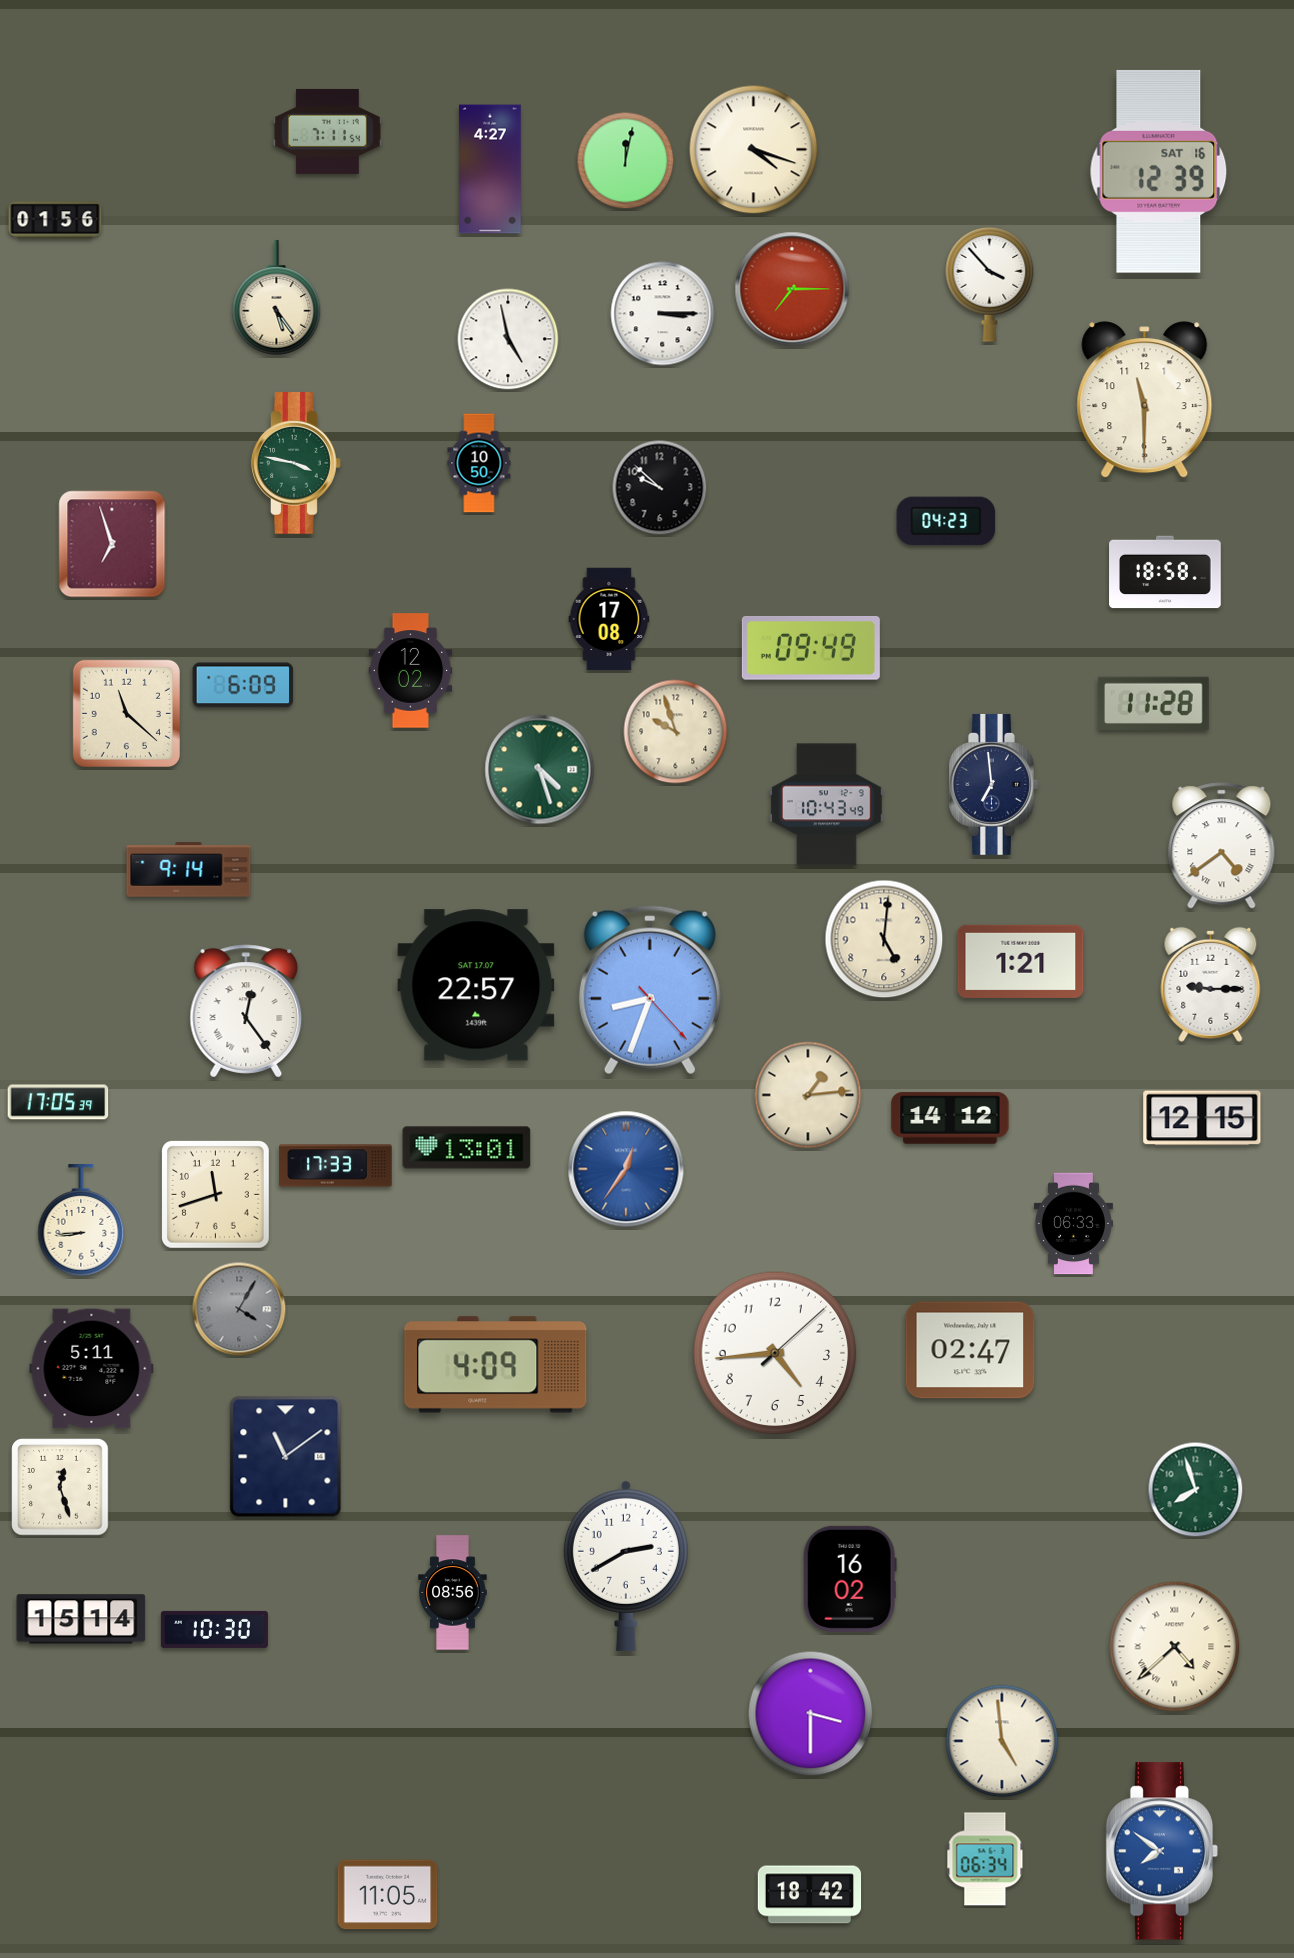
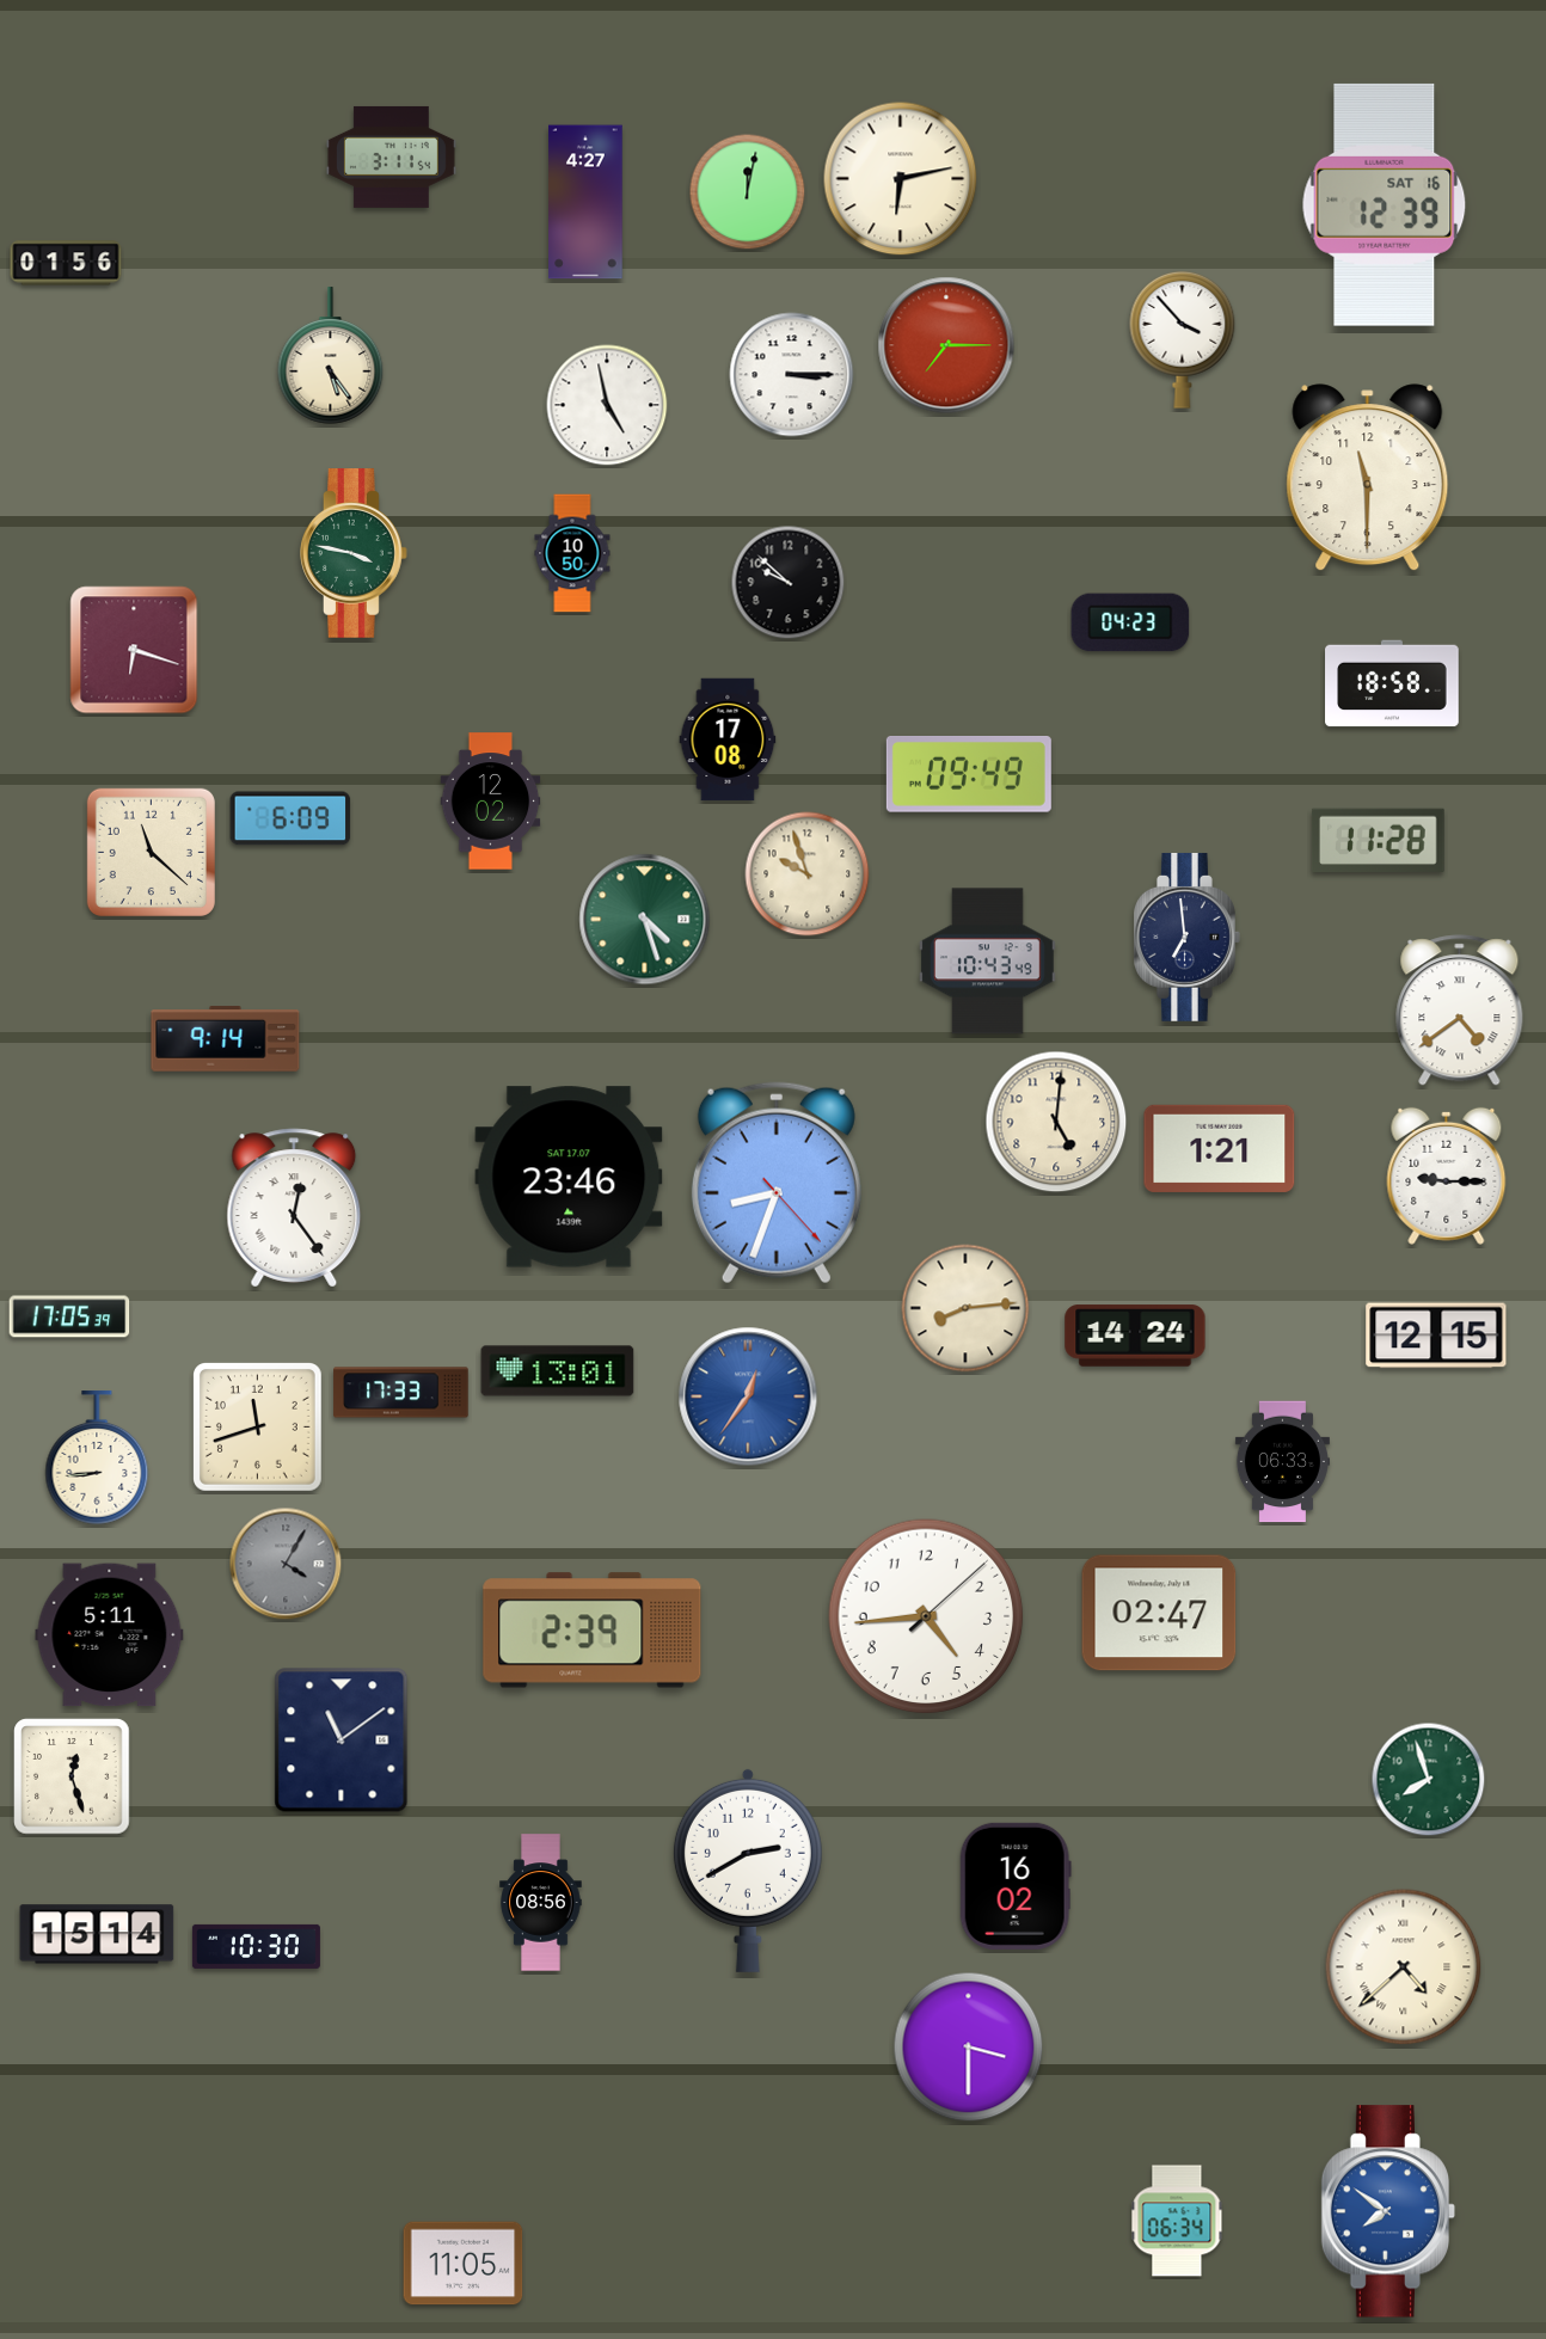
clock at (327, 131): 7:11 -> 3:11
clock at (754, 150): 4:18 -> 6:13
clock at (112, 544): 6:57 -> 6:18
clock at (476, 985): 22:57 -> 23:46
clock at (808, 1095): 1:14 -> 8:14
clock at (950, 1118): 14:12 -> 14:24
clock at (496, 1365): 4:09 -> 2:39
clock at (1002, 1741): 4:59 -> none
clock at (810, 1895): 18:42 -> none
